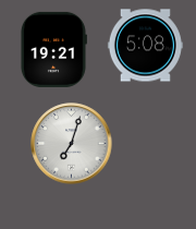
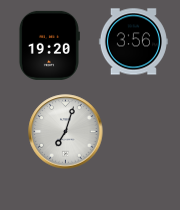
clock at (145, 46): 5:08 -> 3:56
clock at (53, 49): 19:21 -> 19:20
